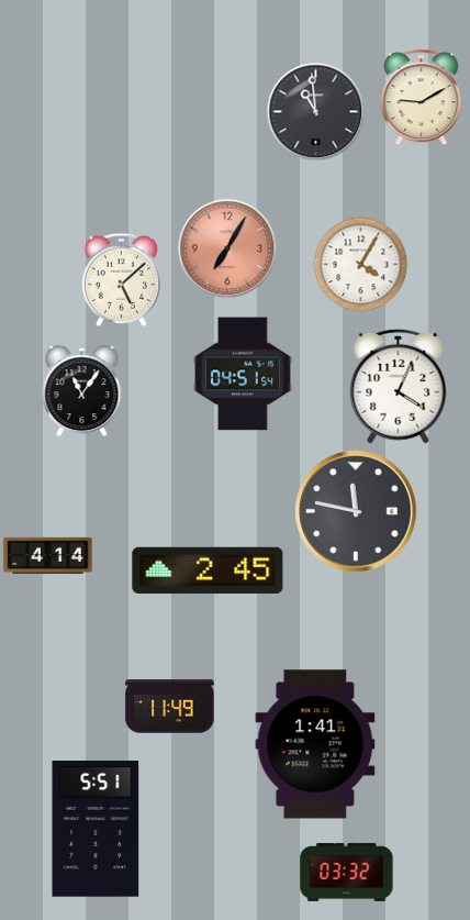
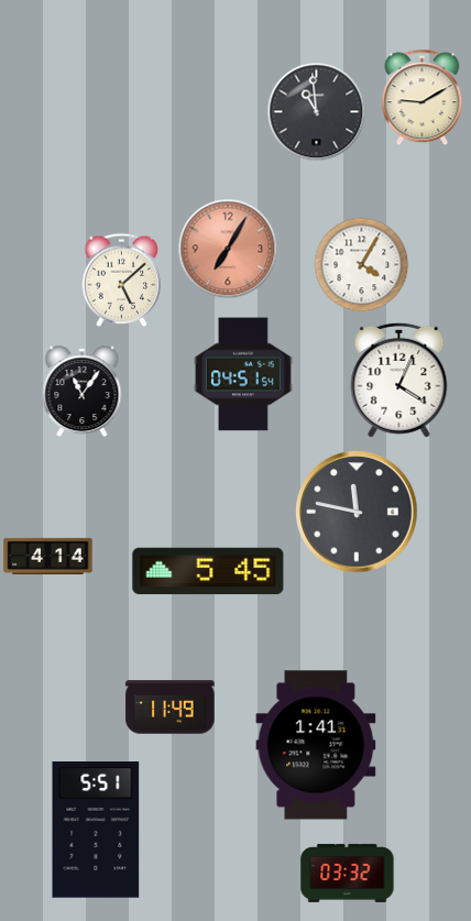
clock at (399, 386) position: (399, 386) -> (399, 380)
clock at (208, 570): 2:45 -> 5:45
